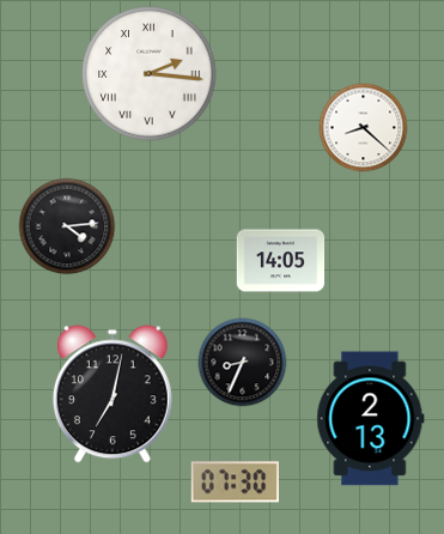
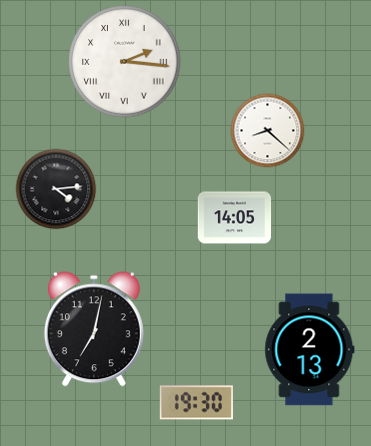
clock at (364, 128) position: (364, 128) -> (268, 131)
clock at (243, 363): 8:34 -> none
clock at (235, 483): 07:30 -> 19:30
